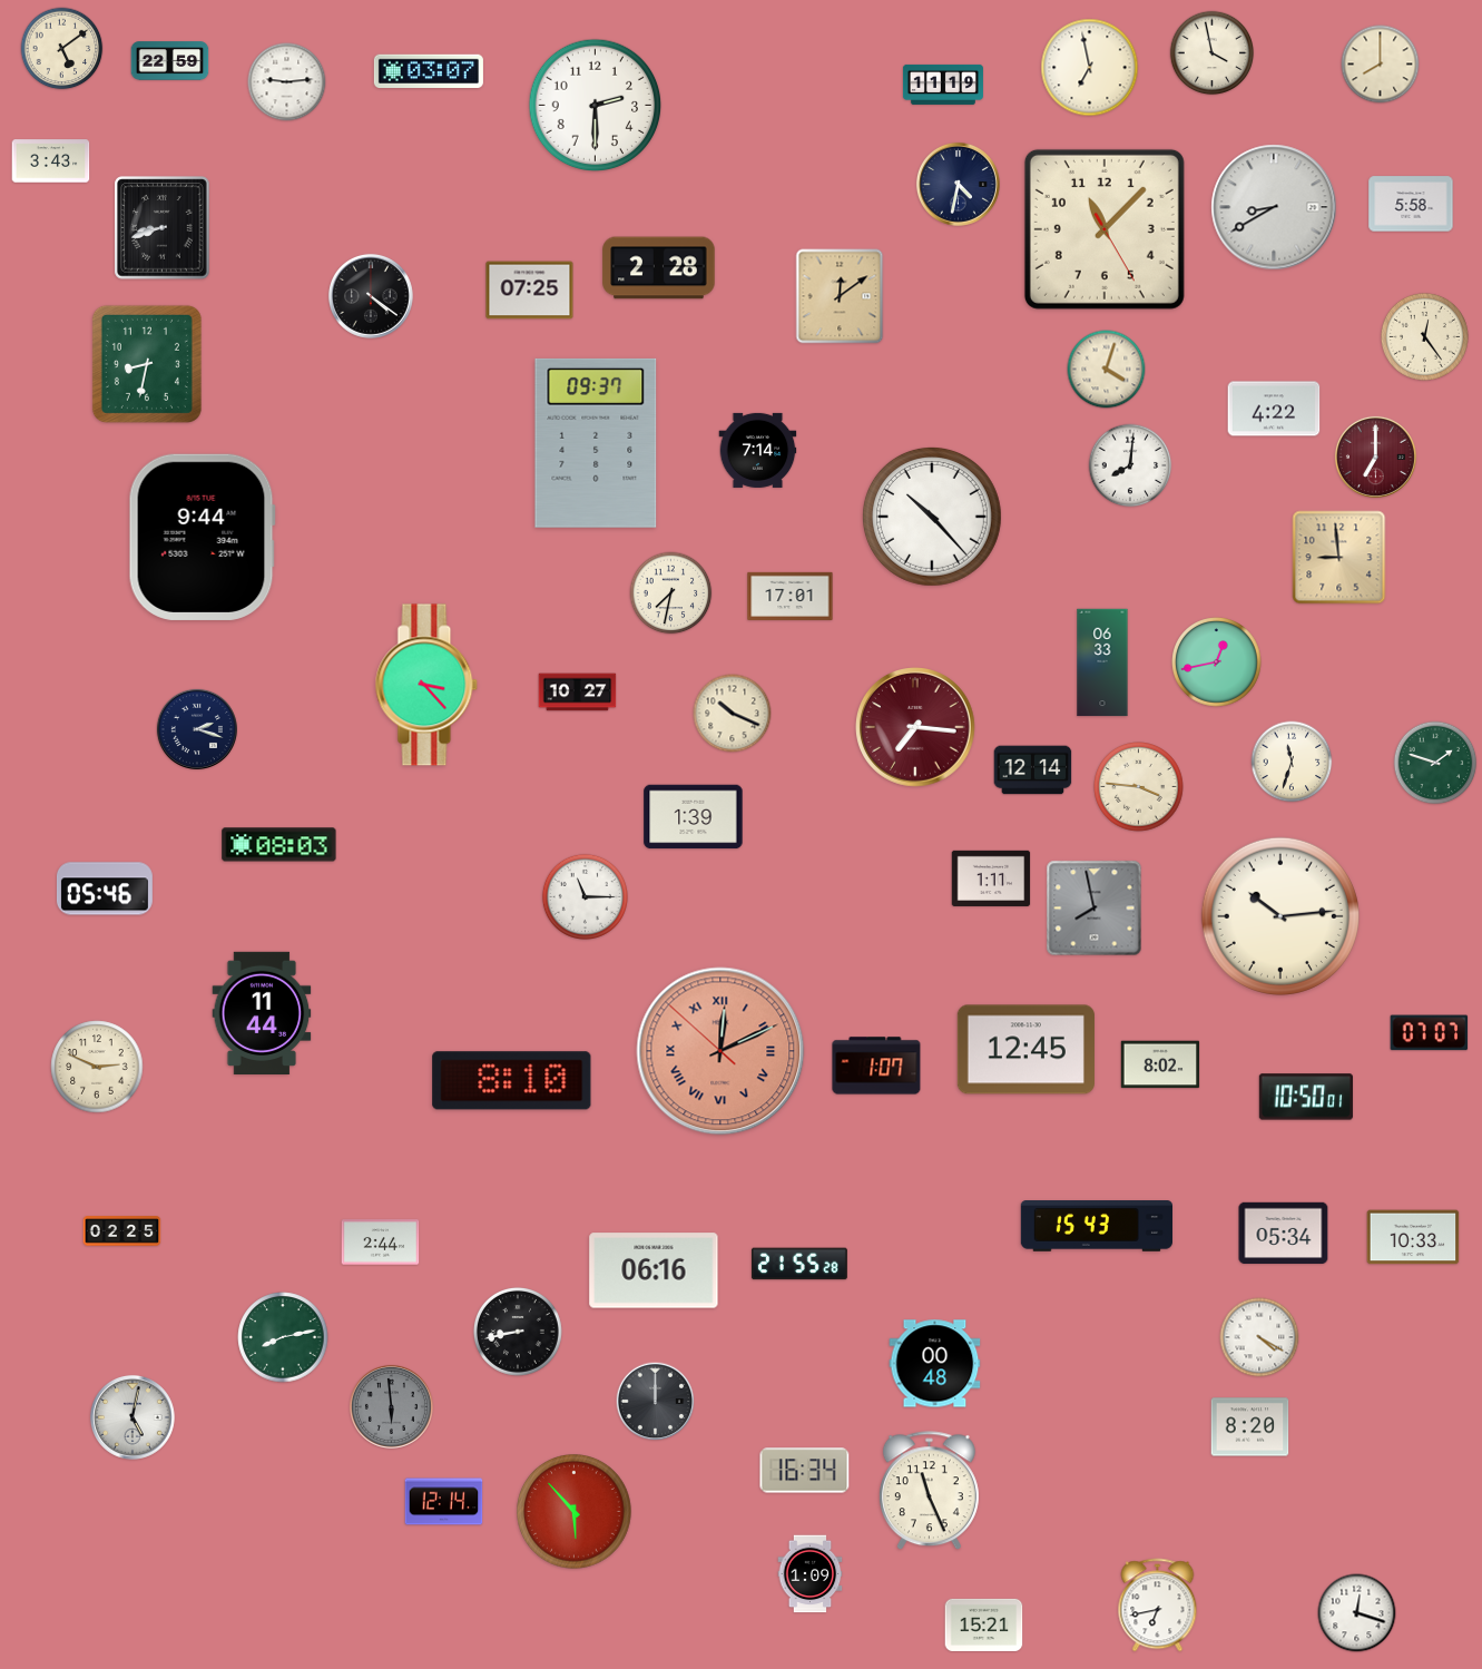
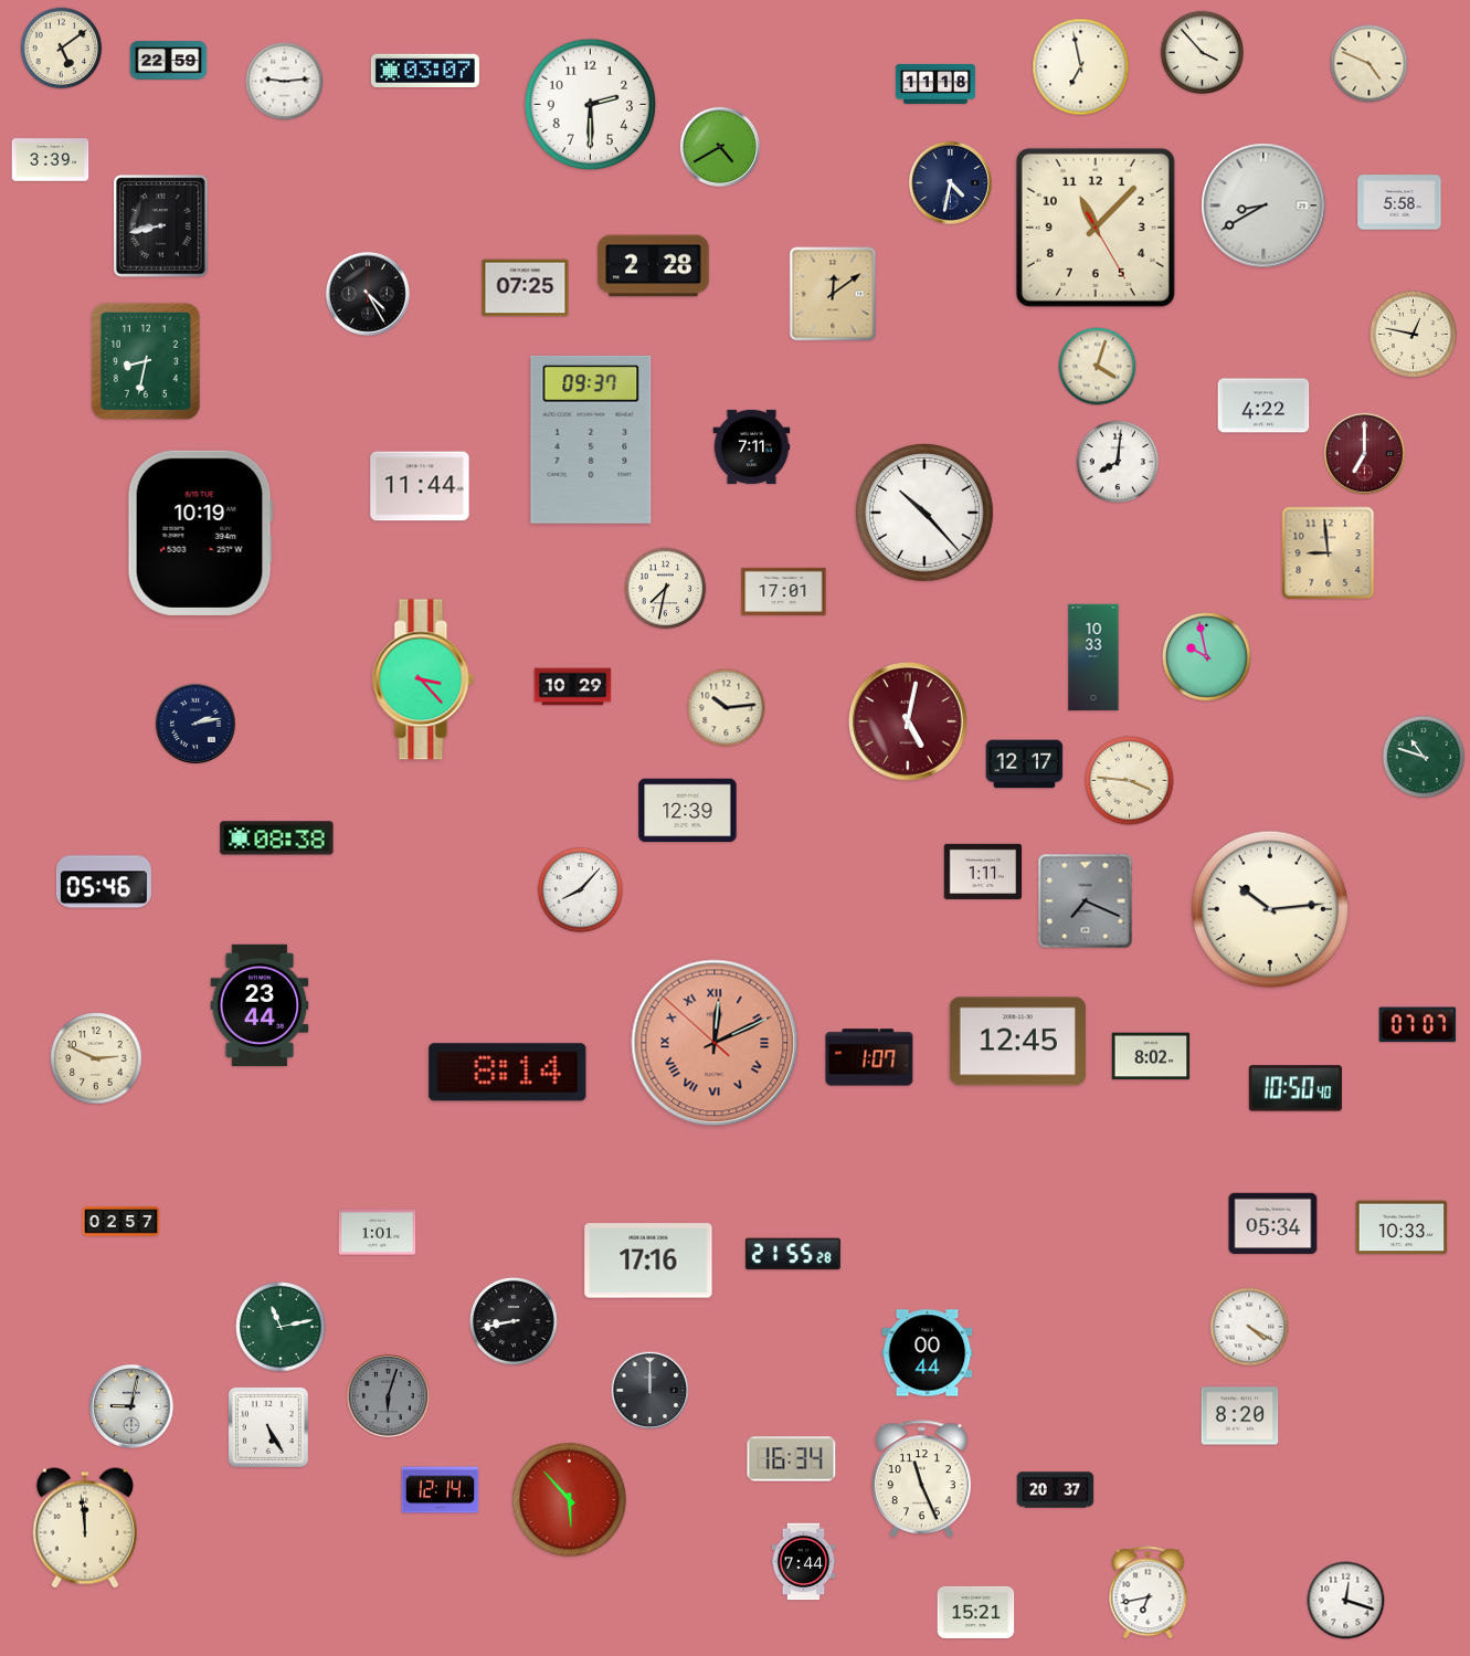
clock at (1213, 53): 3:58 -> 3:53
clock at (1381, 65): 8:00 -> 4:49
clock at (943, 85): 11:19 -> 11:18
clock at (720, 147): none -> 4:40
clock at (51, 161): 3:43 -> 3:39
clock at (163, 228): 8:42 -> 8:43
clock at (371, 296): 4:21 -> 4:25
clock at (1424, 336): 12:24 -> 12:47
clock at (758, 450): 7:14 -> 7:11
clock at (1130, 465) position: (1130, 465) -> (1118, 462)
clock at (420, 486): none -> 11:44
clock at (202, 537): 9:44 -> 10:19
clock at (1102, 662): 06:33 -> 10:33
clock at (1217, 662): 12:43 -> 9:58
clock at (578, 693): 10:27 -> 10:29
clock at (733, 714): 10:19 -> 10:14
clock at (916, 728): 7:16 -> 5:02
clock at (197, 729): 2:18 -> 2:13
clock at (1292, 762): 11:33 -> none
clock at (1435, 763): 1:48 -> 10:48
clock at (1033, 770): 12:14 -> 12:17
clock at (694, 817): 1:39 -> 12:39
clock at (279, 845): 08:03 -> 08:38
clock at (585, 896): 11:15 -> 8:07
clock at (1095, 909): 7:58 -> 7:19
clock at (262, 1012): 11:44 -> 23:44
clock at (512, 1081): 8:10 -> 8:14
clock at (1306, 1097): 10:50:01 -> 10:50:40
clock at (1096, 1227): 15:43 -> none
clock at (122, 1231): 02:25 -> 02:57
clock at (381, 1243): 2:44 -> 1:01
clock at (654, 1270): 06:16 -> 17:16
clock at (283, 1337): 8:13 -> 11:13
clock at (935, 1364): 00:48 -> 00:44
clock at (391, 1406): 5:59 -> 6:03
clock at (133, 1417): 5:02 -> 9:02
clock at (268, 1427): none -> 5:25
clock at (805, 1471) position: (805, 1471) -> (792, 1459)
clock at (1056, 1490): none -> 20:37
clock at (85, 1528): none -> 11:59
clock at (811, 1574): 1:09 -> 7:44
